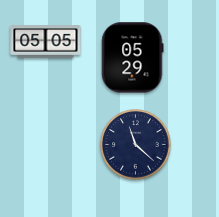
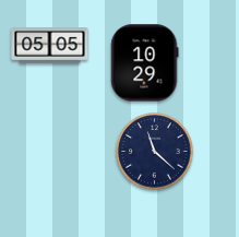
clock at (133, 58): 05:29 -> 10:29
clock at (136, 145) position: (136, 145) -> (155, 152)
